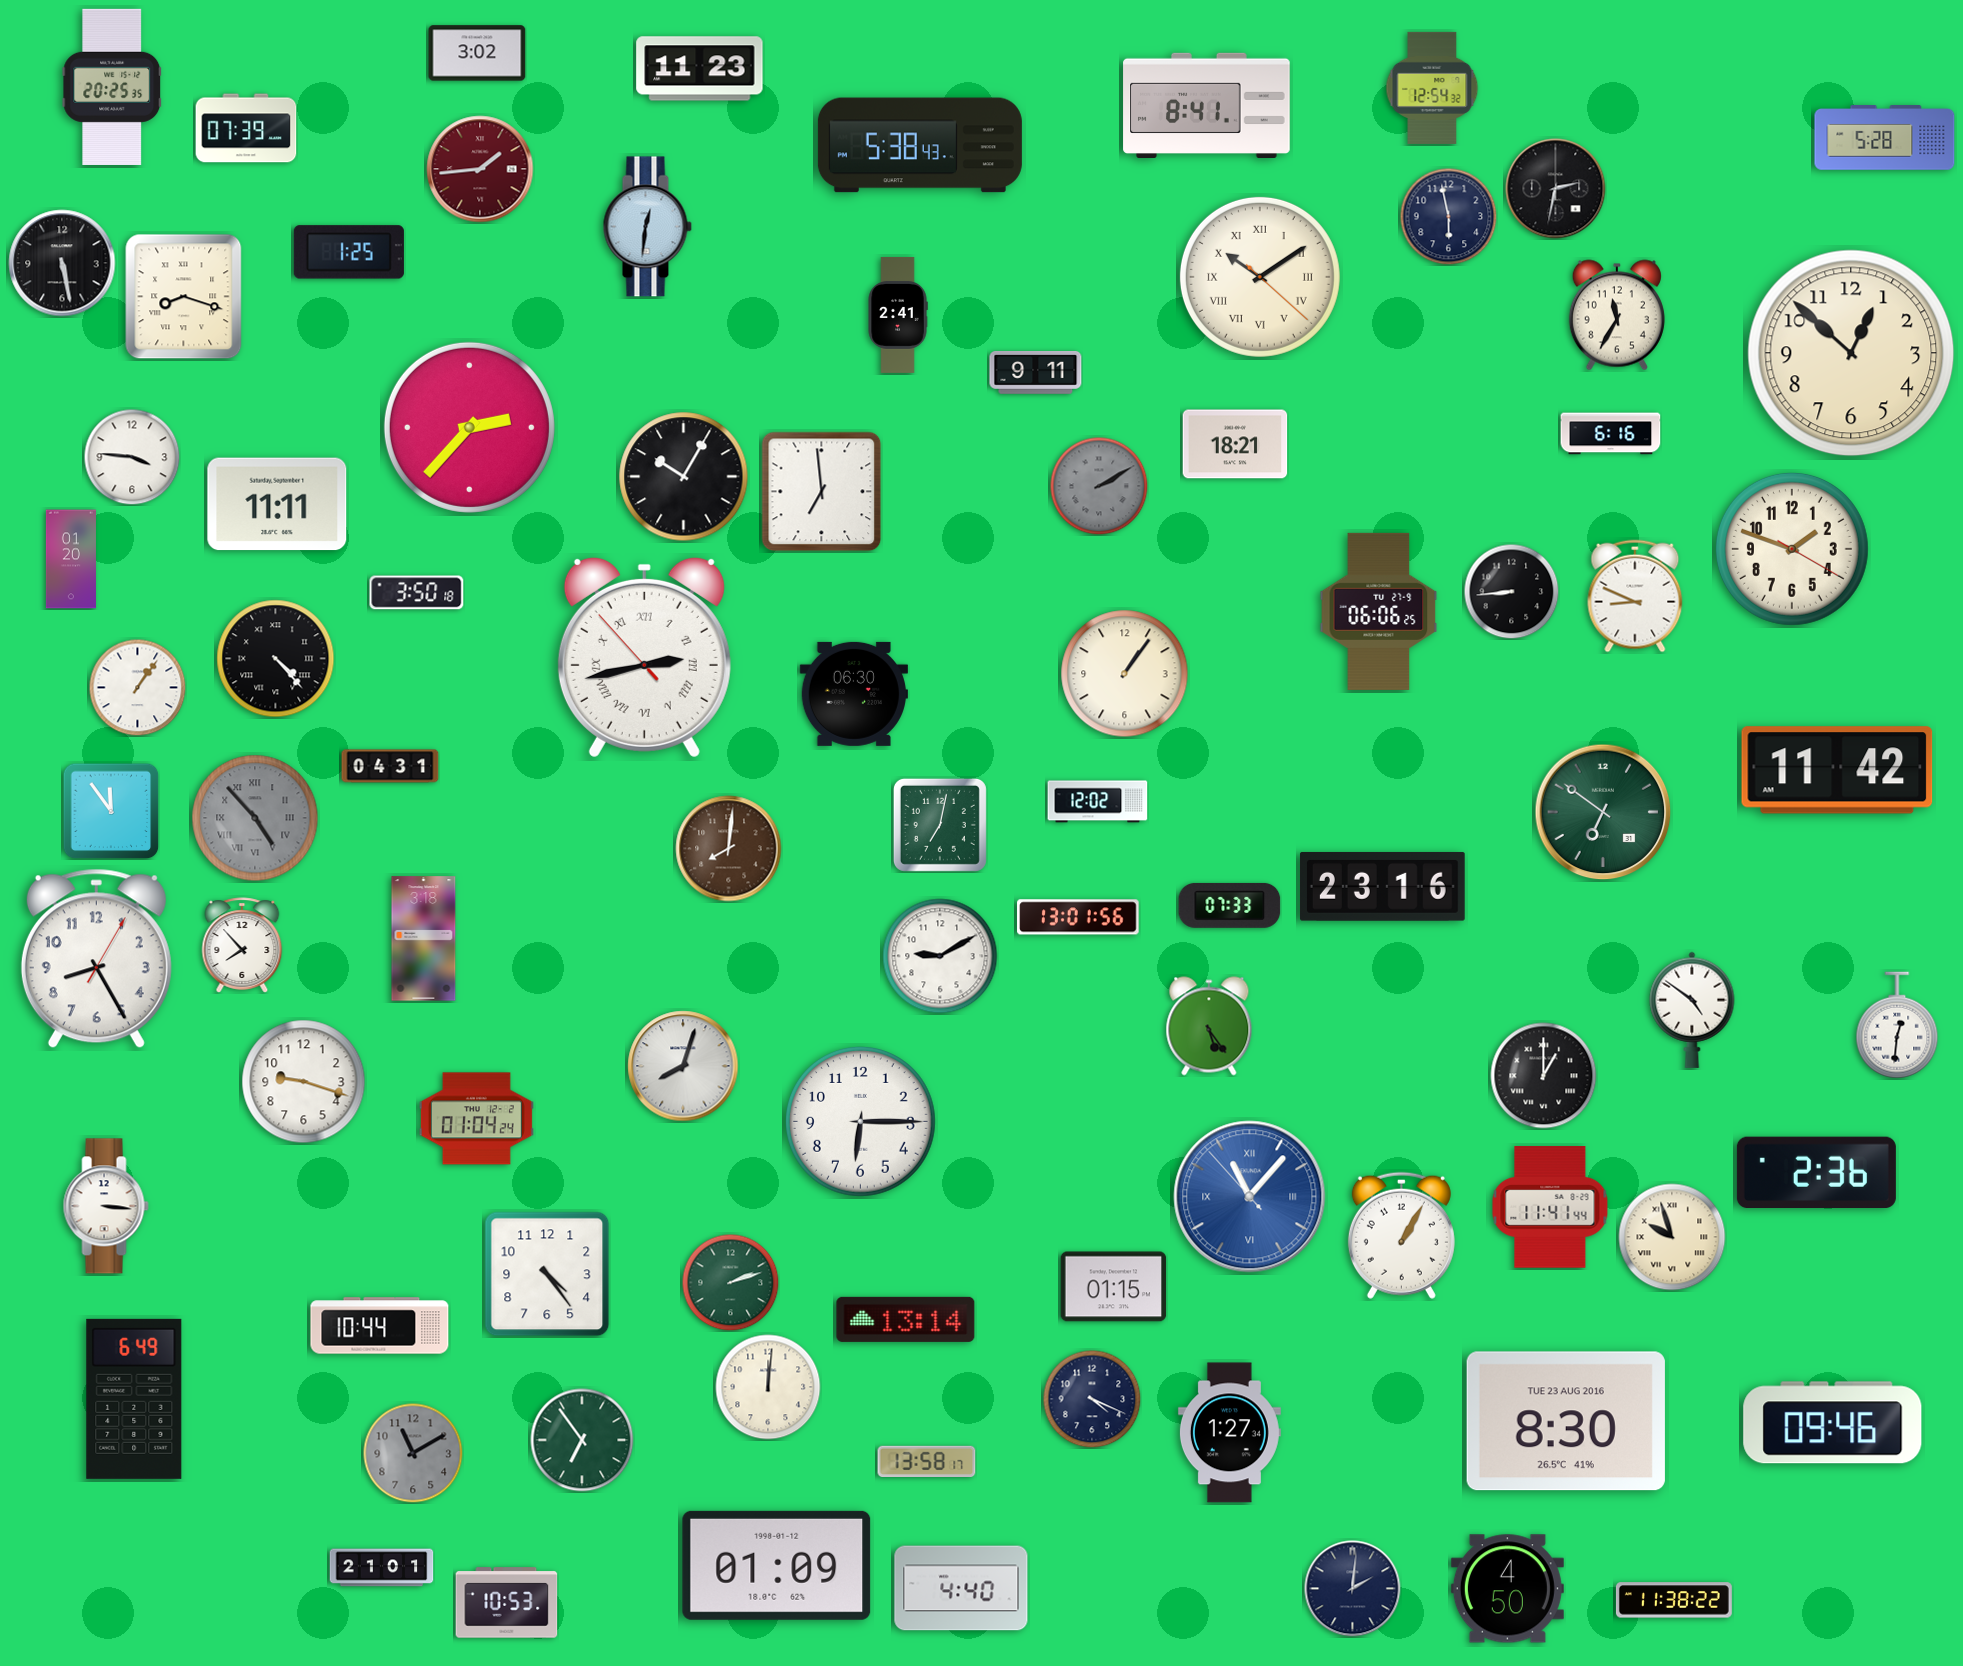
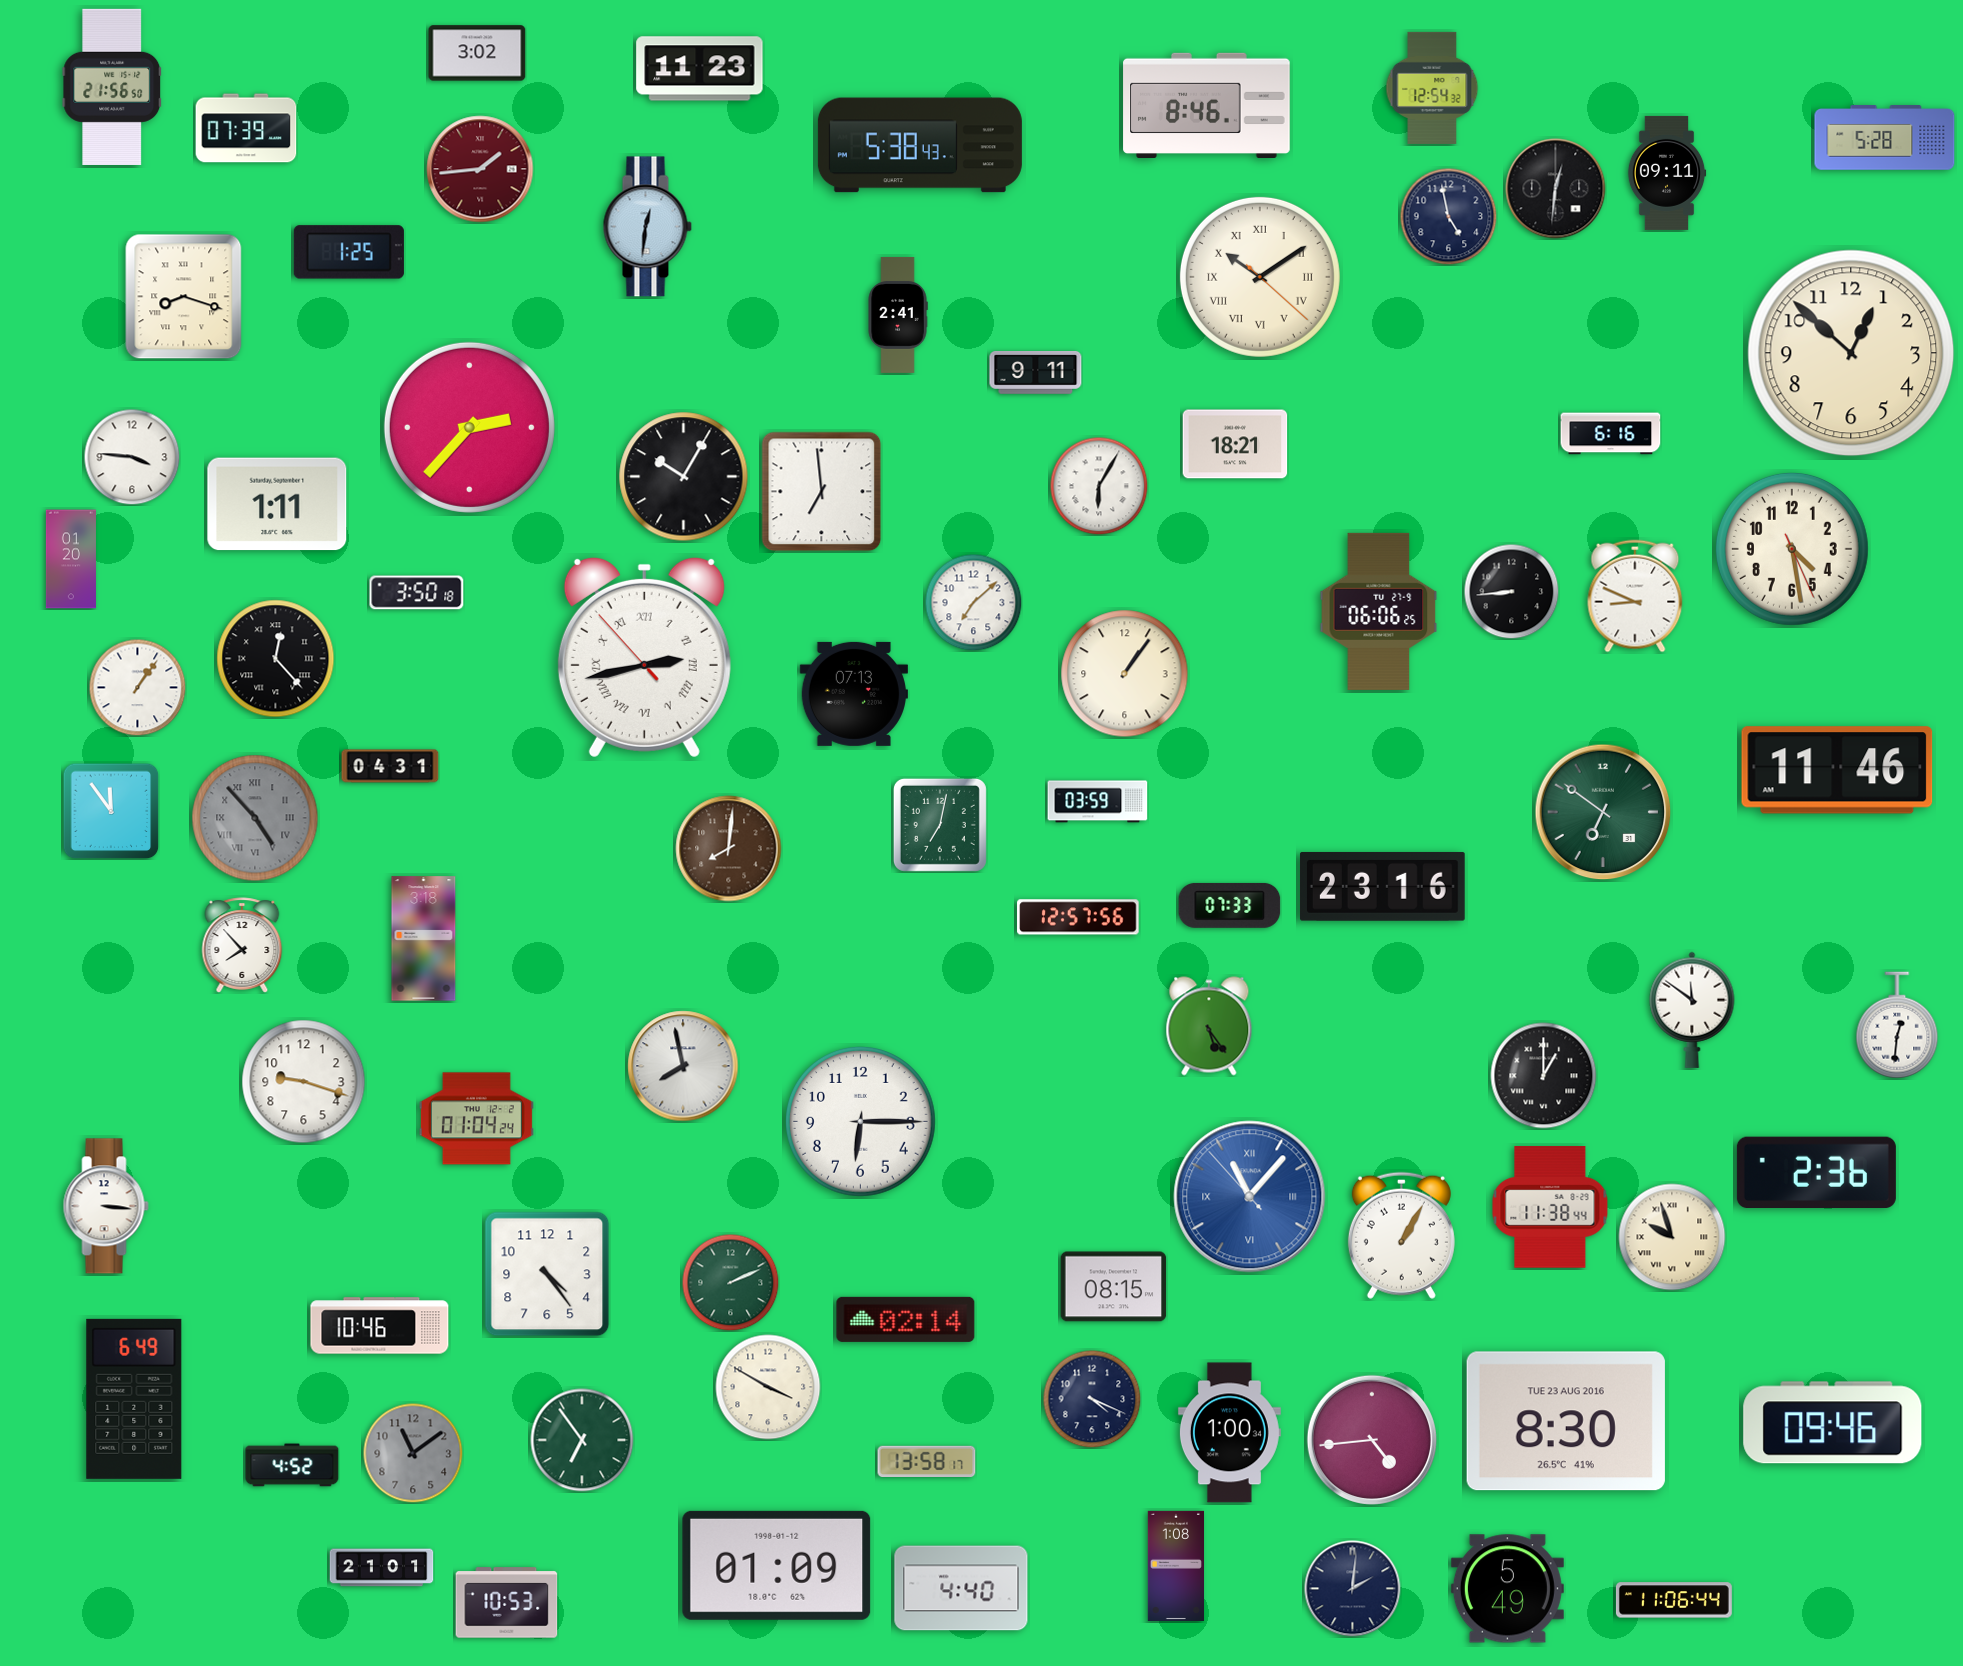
clock at (112, 87): 20:25 -> 21:56
clock at (1207, 105): 8:41 -> 8:46
clock at (1667, 173): none -> 09:11
clock at (1556, 189): 2:32 -> 12:31
clock at (1448, 216): 5:58 -> 4:58
clock at (62, 263): 5:28 -> none
clock at (1617, 315): 11:35 -> none
clock at (1099, 486): 2:10 -> 6:05
clock at (1099, 486) dial: grey -> white
clock at (277, 504): 11:11 -> 1:11
clock at (1792, 549): 1:48 -> 4:28
clock at (973, 602): none -> 7:08
clock at (276, 659): 4:23 -> 12:23
clock at (854, 694): 06:30 -> 07:13
clock at (1837, 770): 11:42 -> 11:46
clock at (1098, 802): 12:02 -> 03:59
clock at (1078, 917): 13:01 -> 12:57
clock at (940, 956): 9:10 -> none
clock at (96, 959): 8:25 -> none
clock at (1692, 1010): 4:51 -> 11:51
clock at (683, 1066): 8:03 -> 7:58
clock at (1550, 1207): 11:41 -> 11:38
clock at (730, 1282): 2:12 -> 2:11
clock at (1114, 1287): 01:15 -> 08:15
clock at (906, 1319): 13:14 -> 02:14
clock at (380, 1326): 10:44 -> 10:46
clock at (768, 1387): 12:01 -> 3:50
clock at (1229, 1433): 1:27 -> 1:00
clock at (1372, 1440): none -> 4:44
clock at (413, 1453): 11:10 -> 11:09
clock at (292, 1465): none -> 4:52
clock at (1175, 1566): none -> 1:08
clock at (1507, 1589): 4:50 -> 5:49
clock at (1674, 1600): 11:38 -> 11:06
